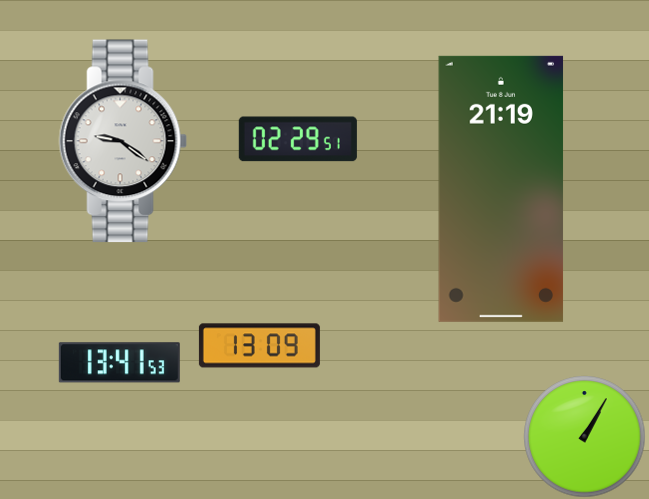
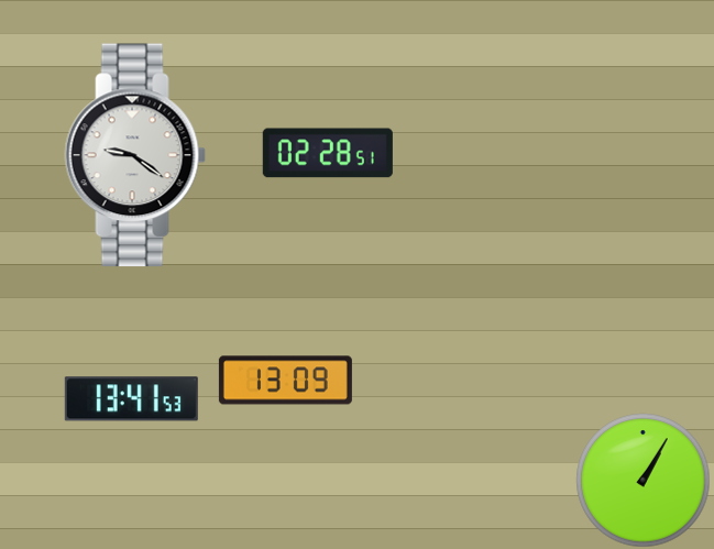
clock at (298, 139): 02:29 -> 02:28
clock at (501, 189): 21:19 -> none
